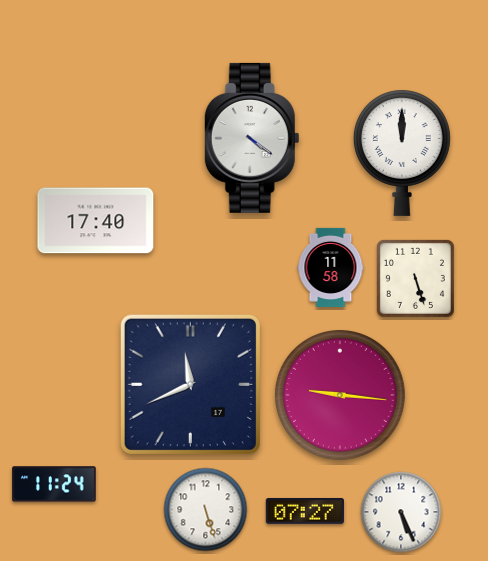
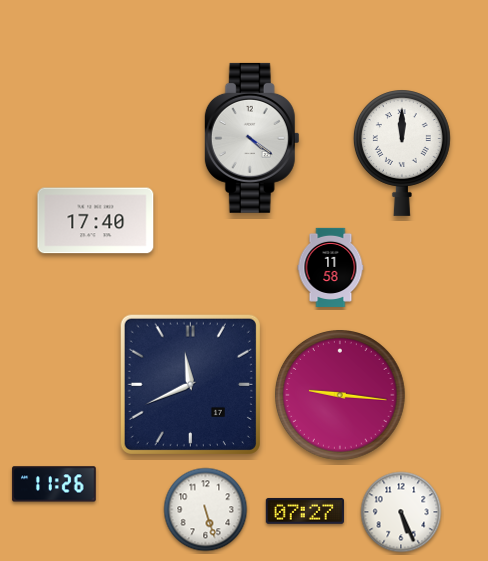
clock at (415, 278): 5:27 -> none
clock at (54, 484): 11:24 -> 11:26
